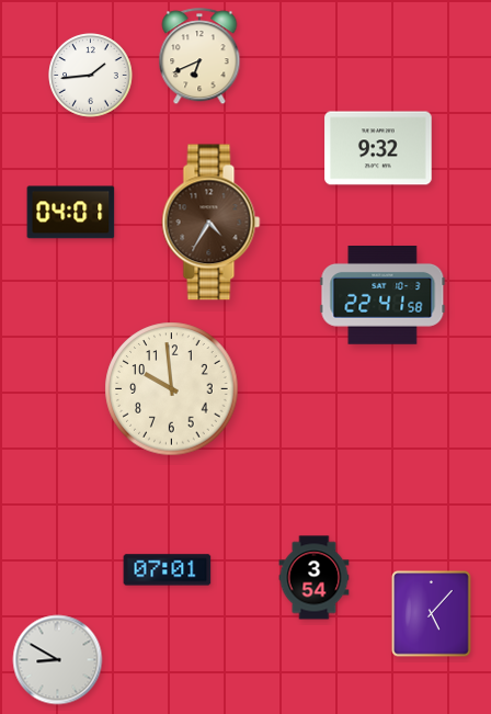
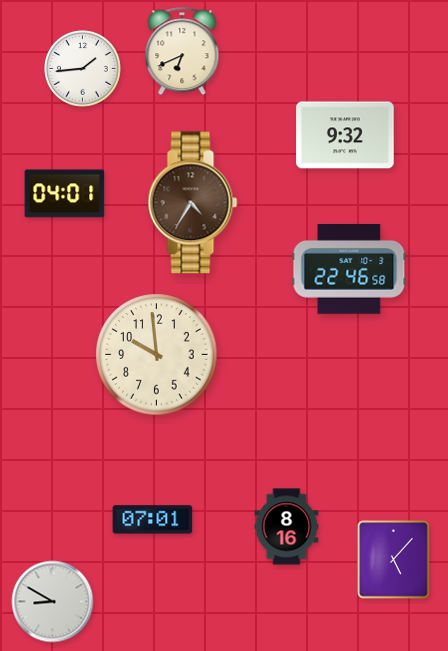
clock at (382, 296): 22:41 -> 22:46
clock at (315, 578): 3:54 -> 8:16
